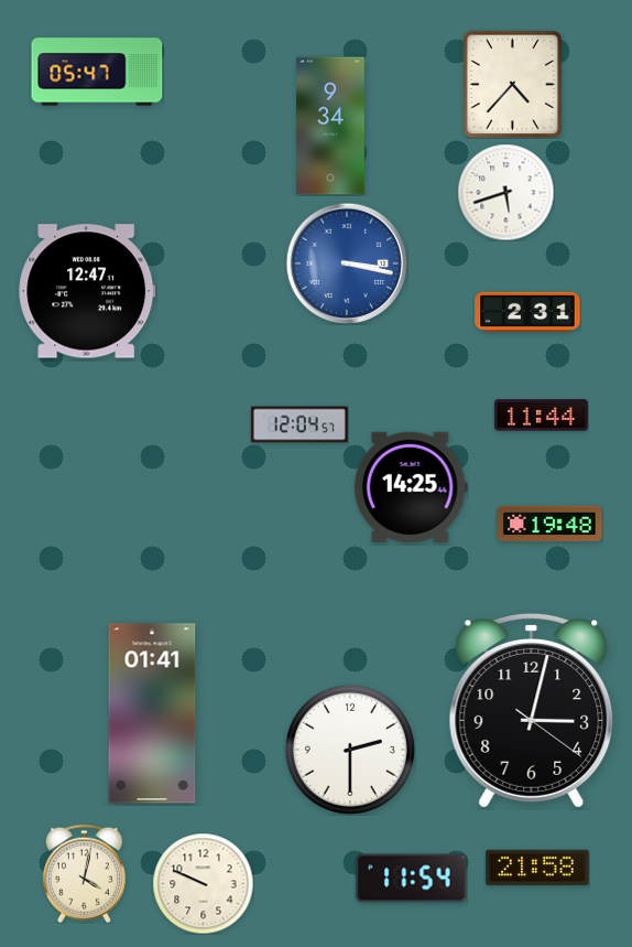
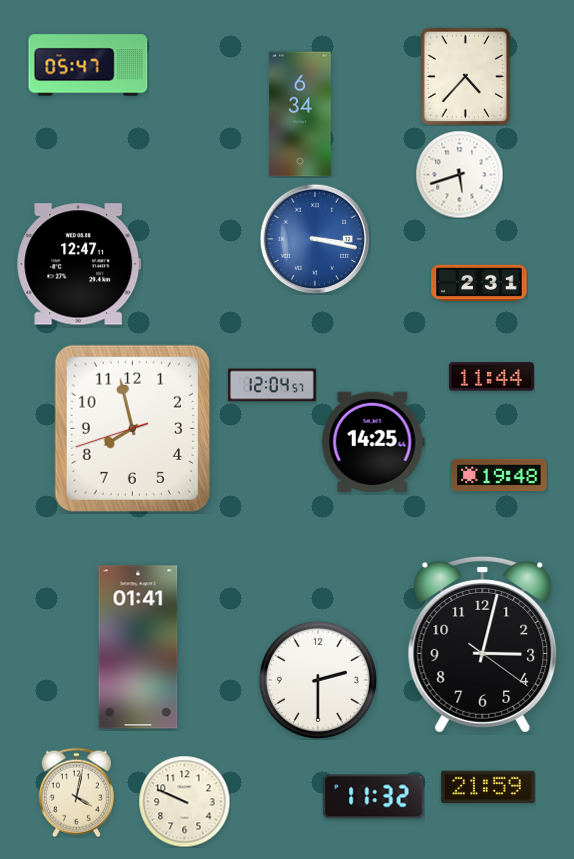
clock at (330, 126): 9:34 -> 6:34
clock at (132, 428): none -> 7:57
clock at (537, 868): 21:58 -> 21:59
clock at (412, 879): 11:54 -> 11:32
